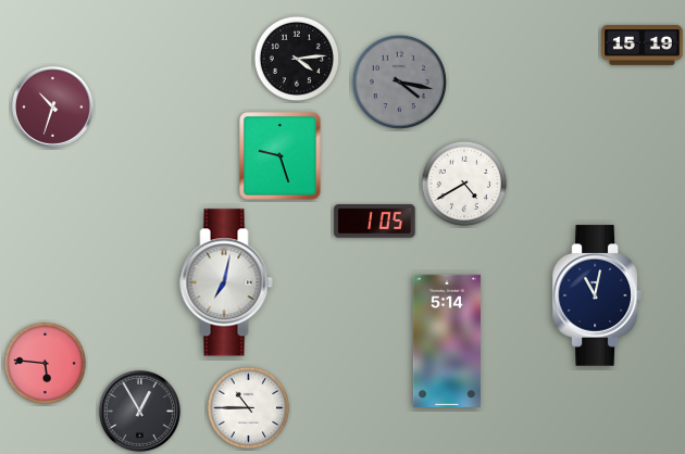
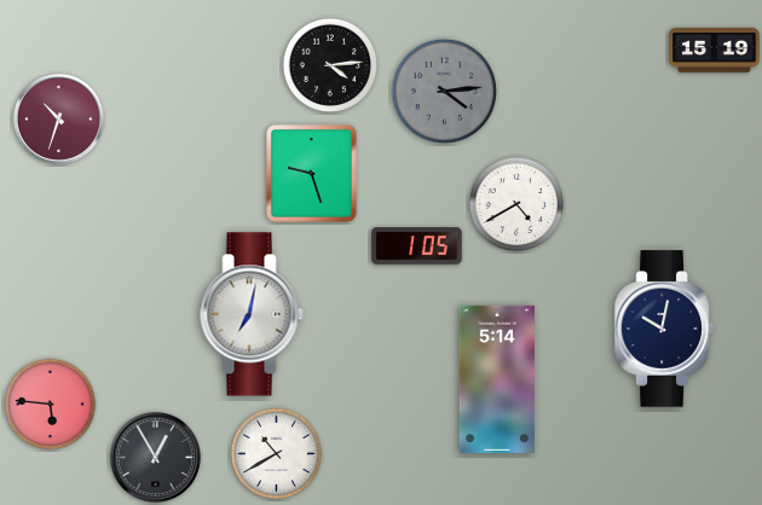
clock at (399, 81): 4:17 -> 4:14
clock at (597, 295): 11:02 -> 10:02
clock at (249, 408): 10:45 -> 10:40
